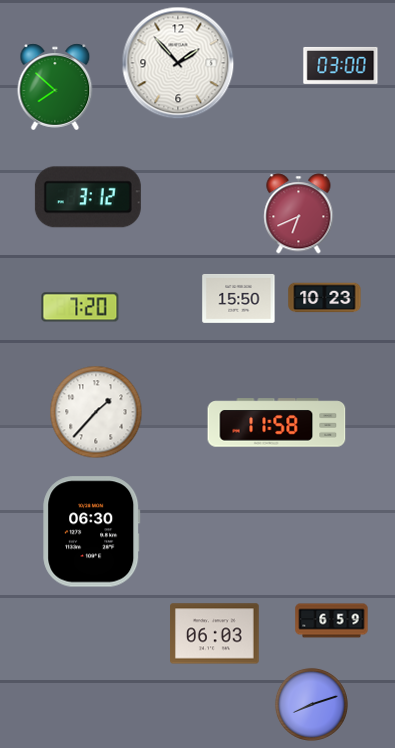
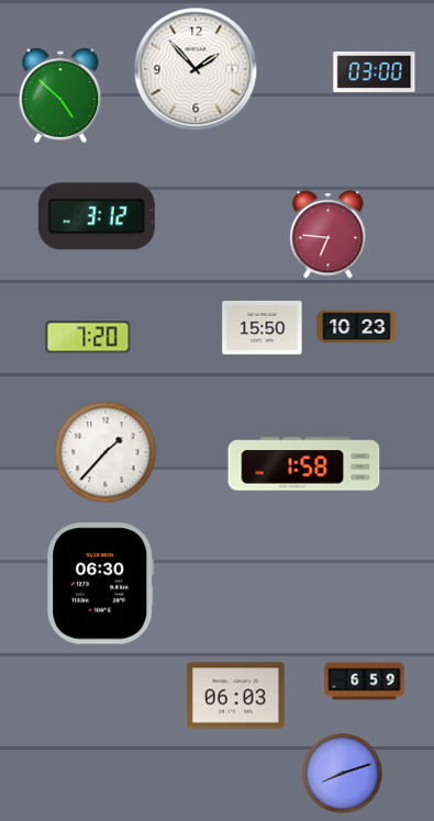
clock at (55, 87): 7:52 -> 4:52
clock at (299, 214): 6:41 -> 6:46
clock at (277, 423): 11:58 -> 1:58
